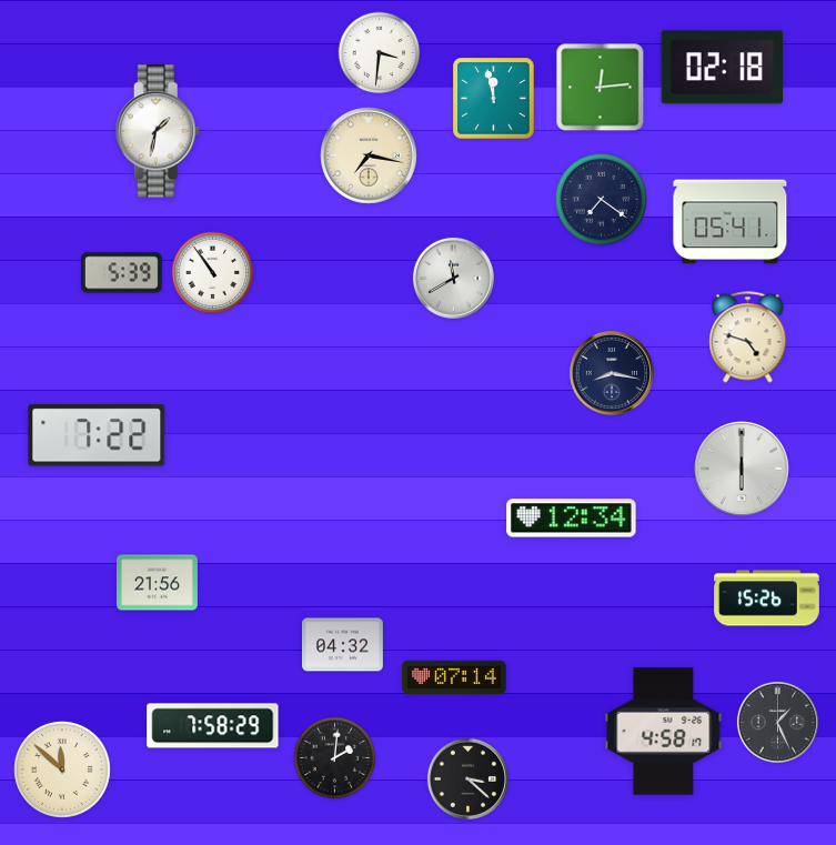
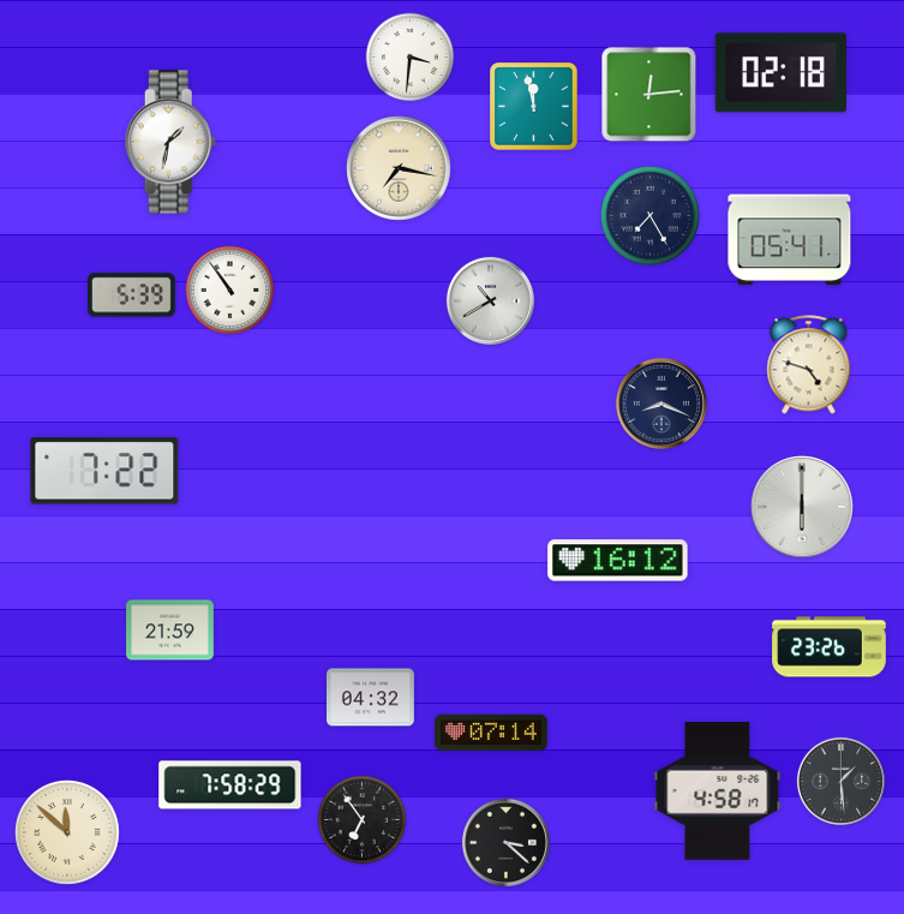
clock at (601, 199): 7:21 -> 7:25
clock at (213, 273) position: (213, 273) -> (231, 291)
clock at (453, 278): 11:40 -> 10:40
clock at (612, 373): 8:17 -> 8:19
clock at (572, 519): 12:34 -> 16:12
clock at (158, 583): 21:56 -> 21:59
clock at (767, 598): 15:26 -> 23:26
clock at (777, 722): 1:26 -> 1:29
clock at (335, 758): 2:01 -> 6:54
